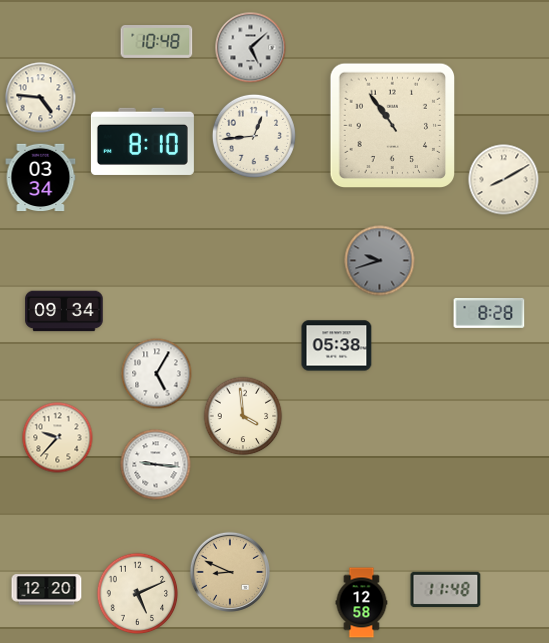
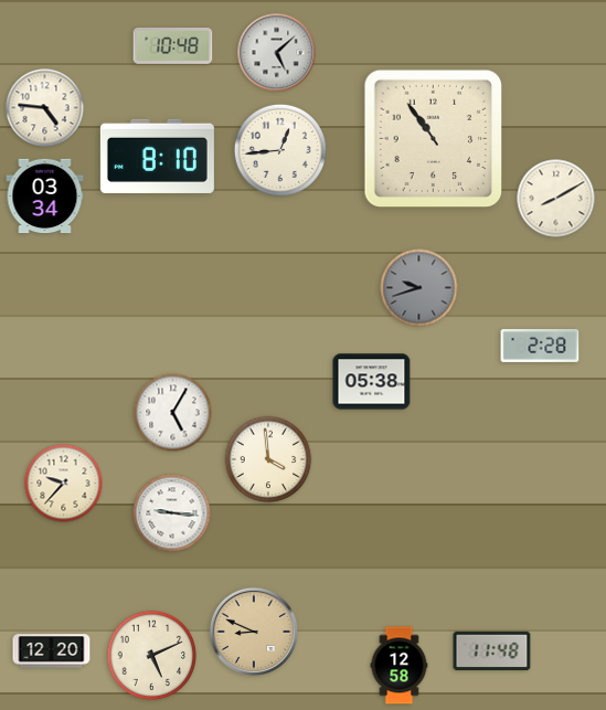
clock at (64, 311): 09:34 -> none
clock at (489, 313): 8:28 -> 2:28
